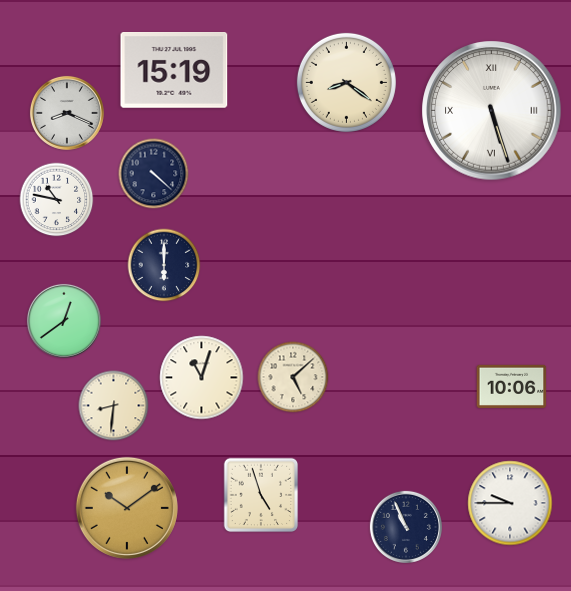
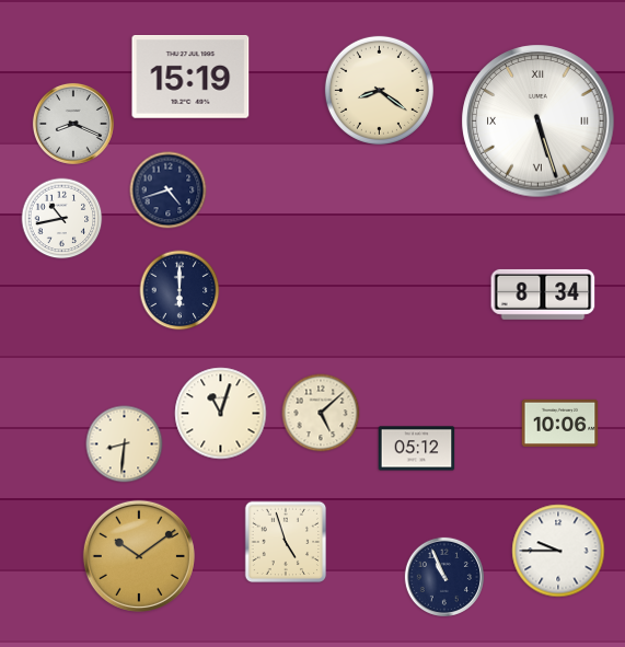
clock at (154, 174): 4:22 -> 4:42
clock at (57, 200): 10:47 -> 10:43
clock at (543, 294): none -> 8:34
clock at (64, 321): 12:39 -> none
clock at (417, 449): none -> 05:12
